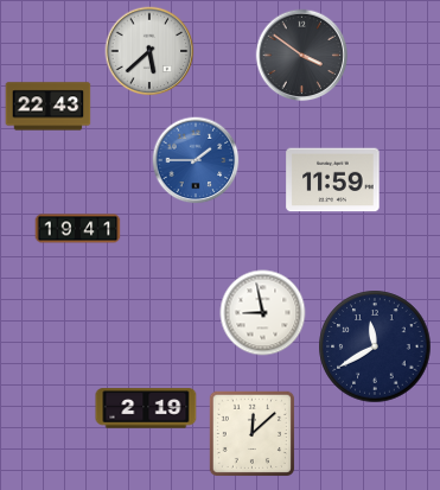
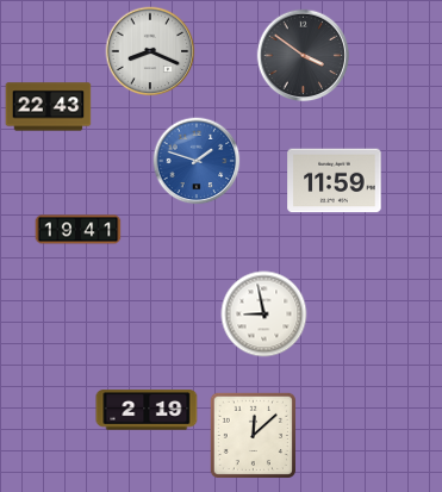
clock at (149, 51): 5:38 -> 8:19
clock at (196, 160): 1:45 -> 1:48
clock at (375, 346): 11:40 -> none
